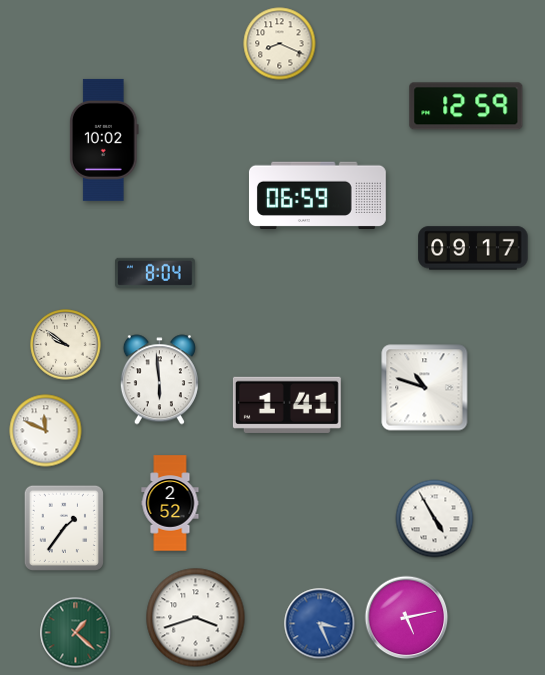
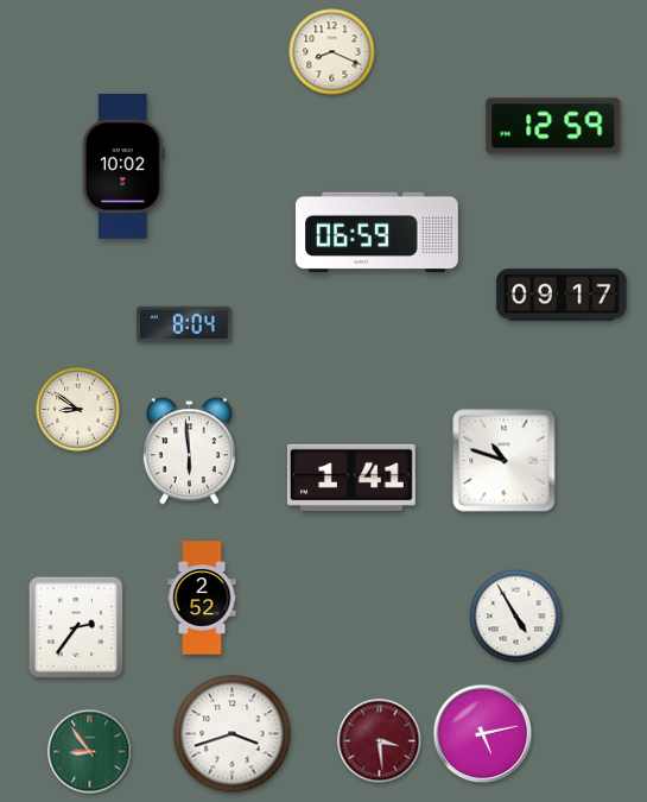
clock at (66, 345): 9:51 -> 8:51
clock at (287, 405) position: (287, 405) -> (351, 478)
clock at (46, 431): 11:49 -> none
clock at (64, 528): 1:36 -> 2:36
clock at (320, 624): 3:26 -> 3:29
clock at (320, 624) dial: blue -> burgundy
clock at (76, 633): 1:22 -> 8:54
